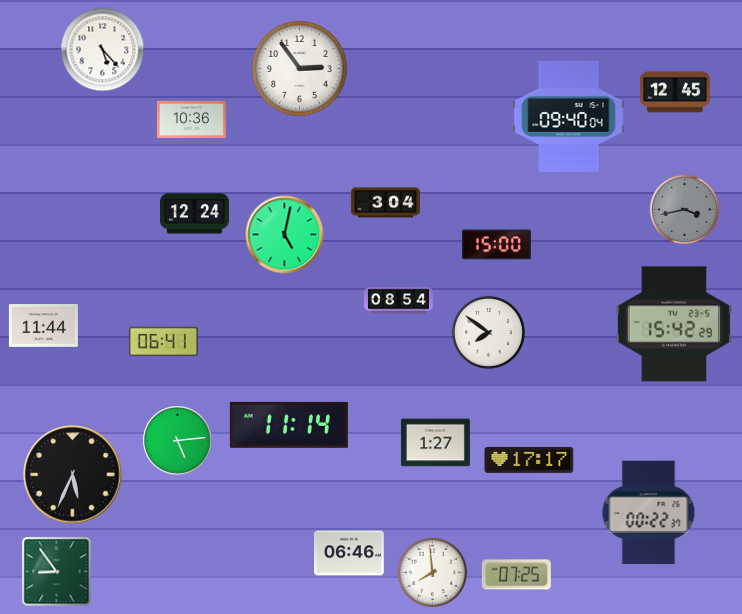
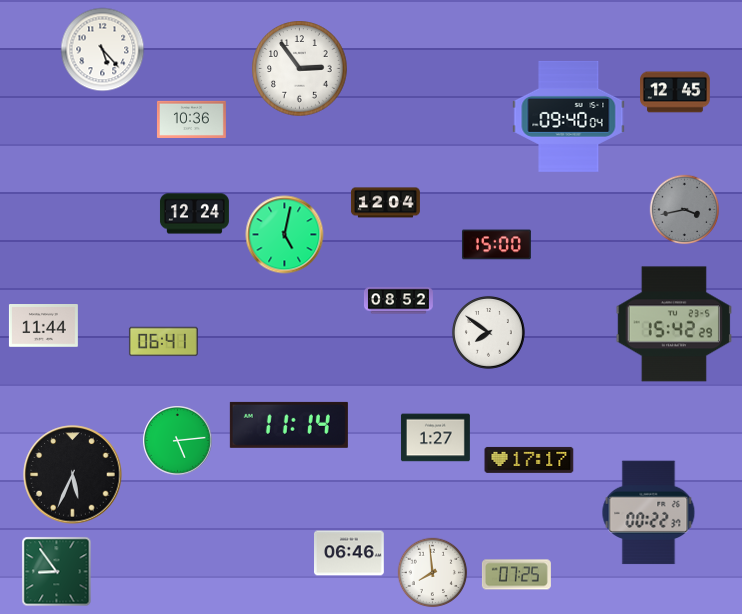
clock at (385, 203): 3:04 -> 12:04
clock at (398, 301): 08:54 -> 08:52
clock at (435, 443) position: (435, 443) -> (435, 438)
